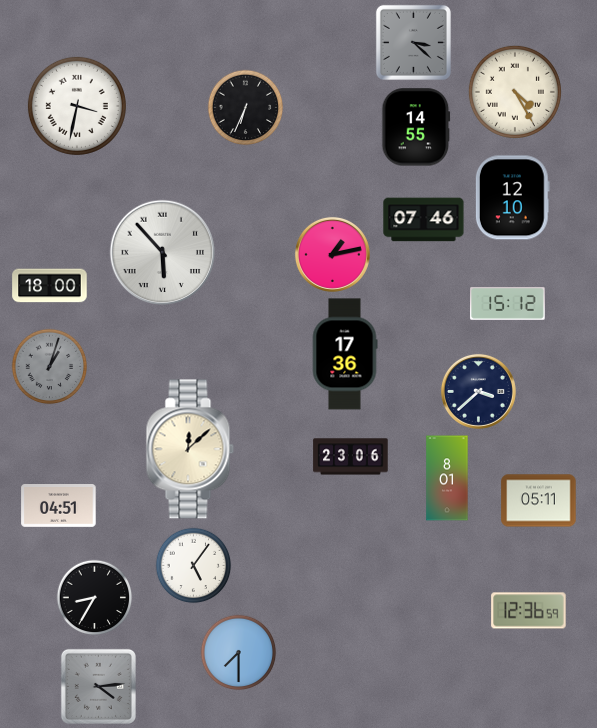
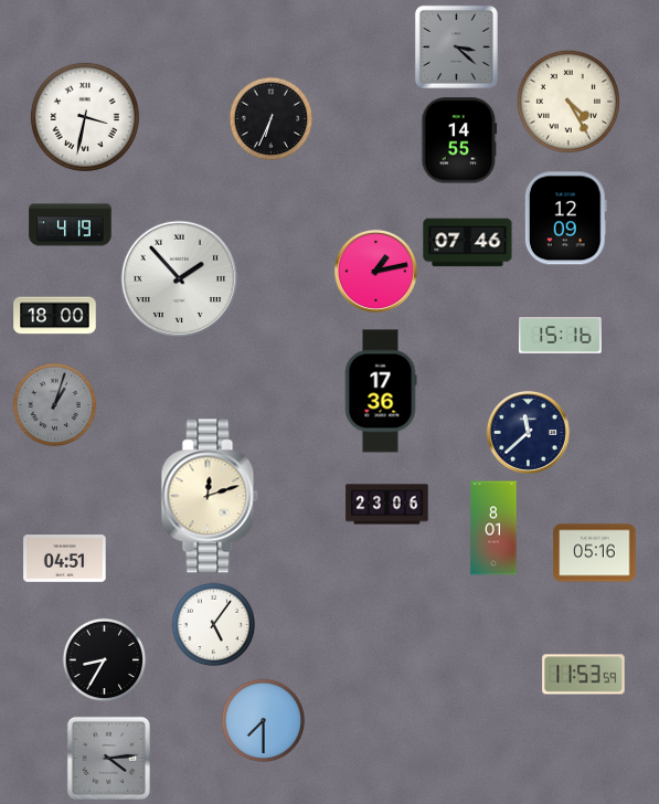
clock at (512, 198): 12:10 -> 12:09
clock at (71, 225): none -> 4:19
clock at (163, 253): 5:53 -> 1:53
clock at (332, 254) position: (332, 254) -> (375, 271)
clock at (508, 304): 15:12 -> 15:16
clock at (478, 391): 3:38 -> 11:38
clock at (190, 449): 12:08 -> 12:12
clock at (539, 501): 05:11 -> 05:16
clock at (529, 611): 12:36 -> 11:53
